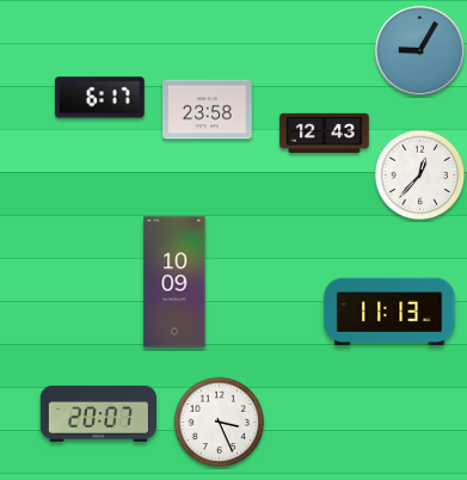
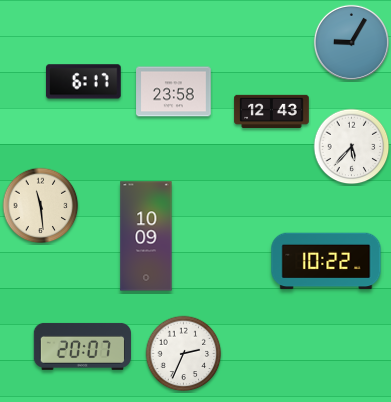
clock at (420, 176): 12:37 -> 5:37
clock at (41, 206): none -> 11:29
clock at (389, 312): 11:13 -> 10:22
clock at (220, 423): 3:26 -> 2:34
